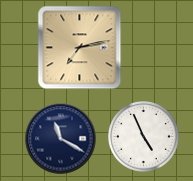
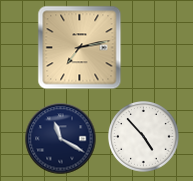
clock at (144, 137): 4:56 -> 4:53
